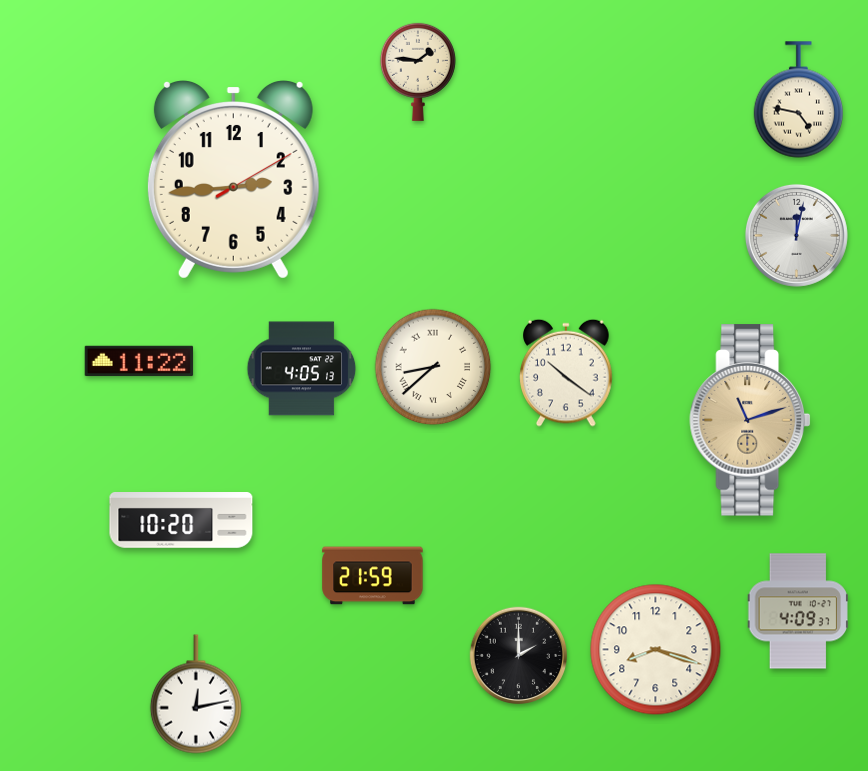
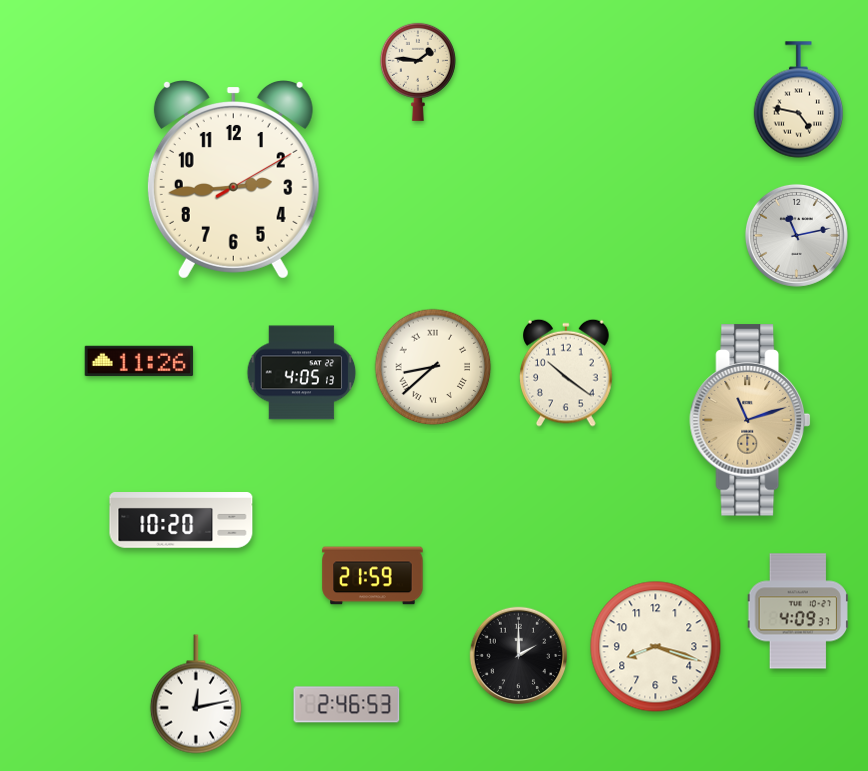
clock at (796, 235): 12:02 -> 11:13
clock at (139, 361): 11:22 -> 11:26
clock at (302, 369) position: (302, 369) -> (302, 373)
clock at (656, 650) position: (656, 650) -> (656, 647)
clock at (347, 705): none -> 2:46
